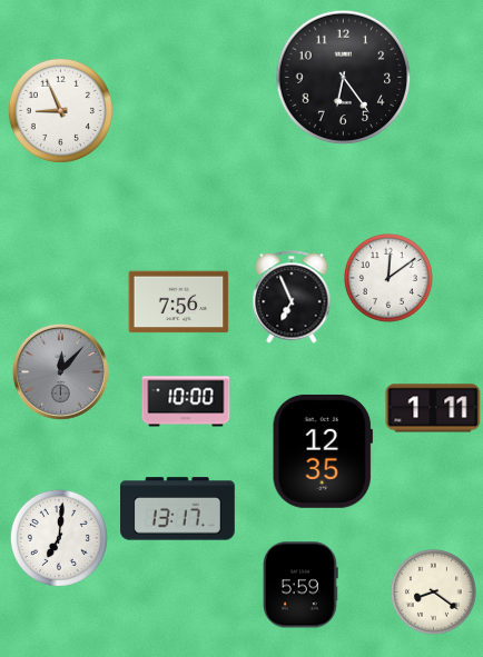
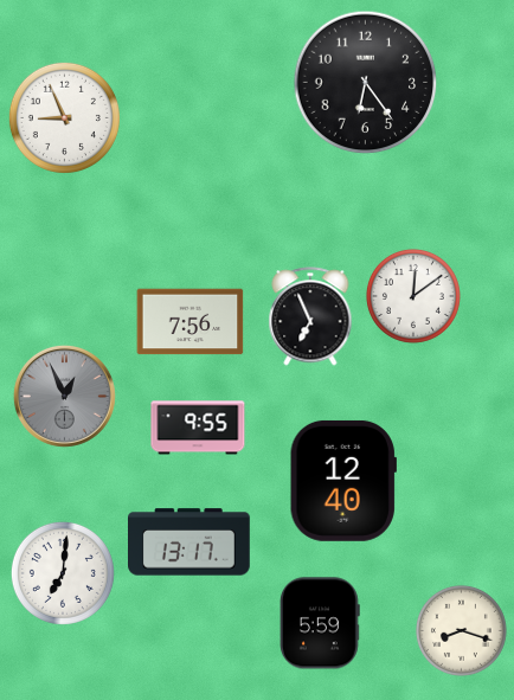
clock at (60, 371): 12:07 -> 12:56
clock at (186, 401): 10:00 -> 9:55
clock at (433, 408): 1:11 -> none
clock at (323, 451): 12:35 -> 12:40
clock at (433, 591): 8:21 -> 8:18
